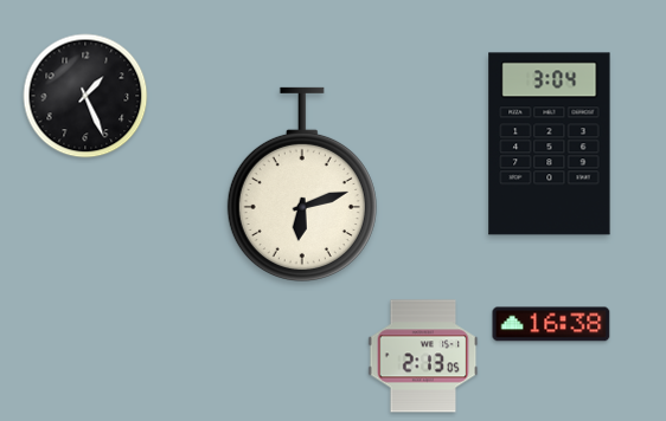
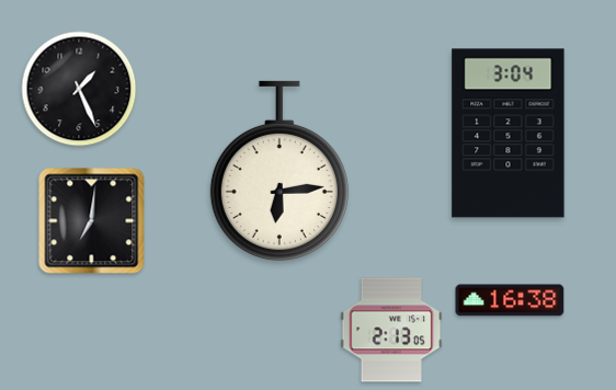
clock at (302, 183): 6:12 -> 6:14
clock at (92, 221): none -> 7:01
